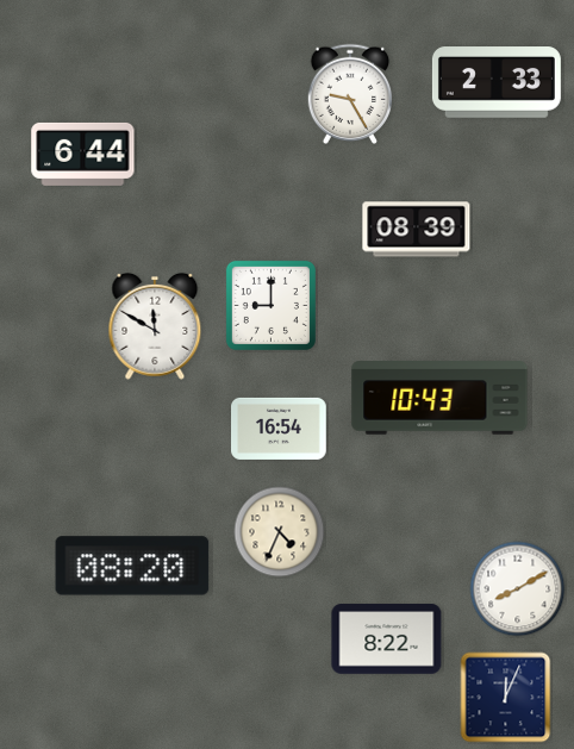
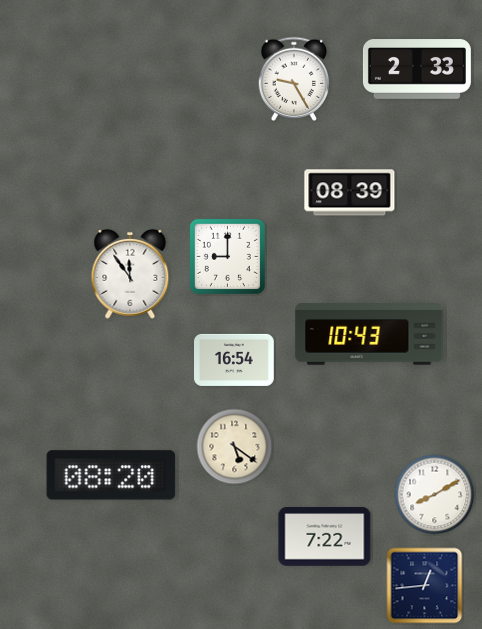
clock at (83, 154): 6:44 -> none
clock at (155, 326): 11:50 -> 11:54
clock at (280, 532): 4:34 -> 5:21
clock at (387, 639): 8:22 -> 7:22
clock at (506, 698): 12:04 -> 12:44
